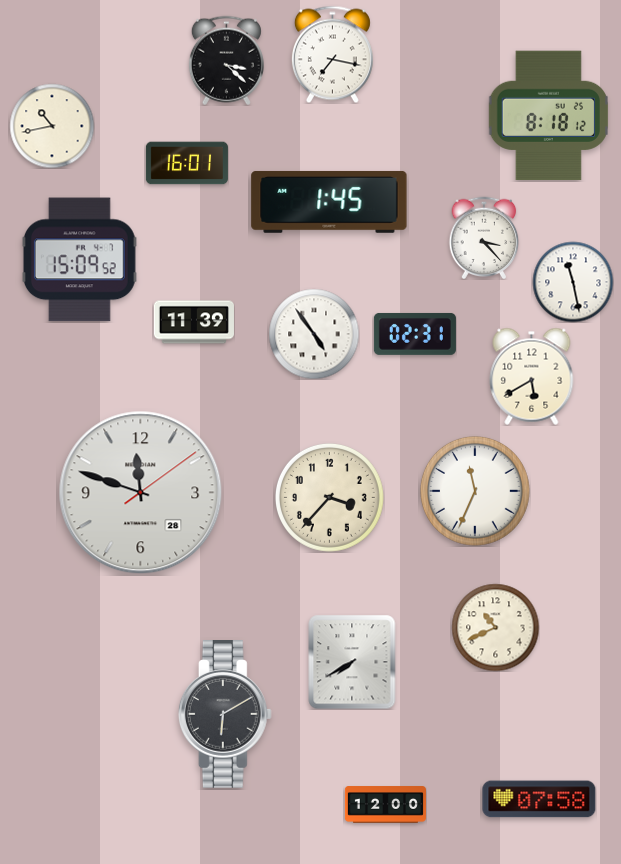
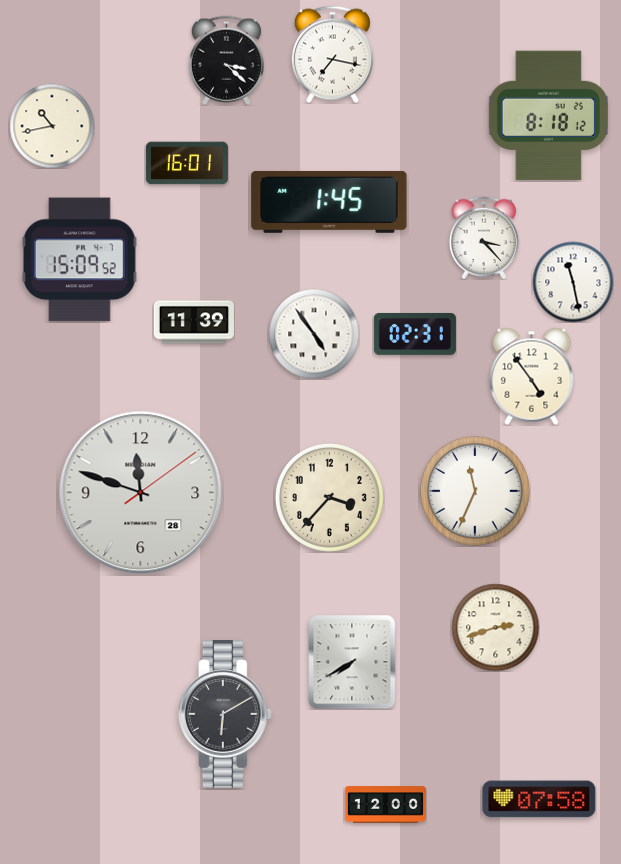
clock at (532, 376): 5:40 -> 4:54
clock at (495, 627): 10:41 -> 2:42
